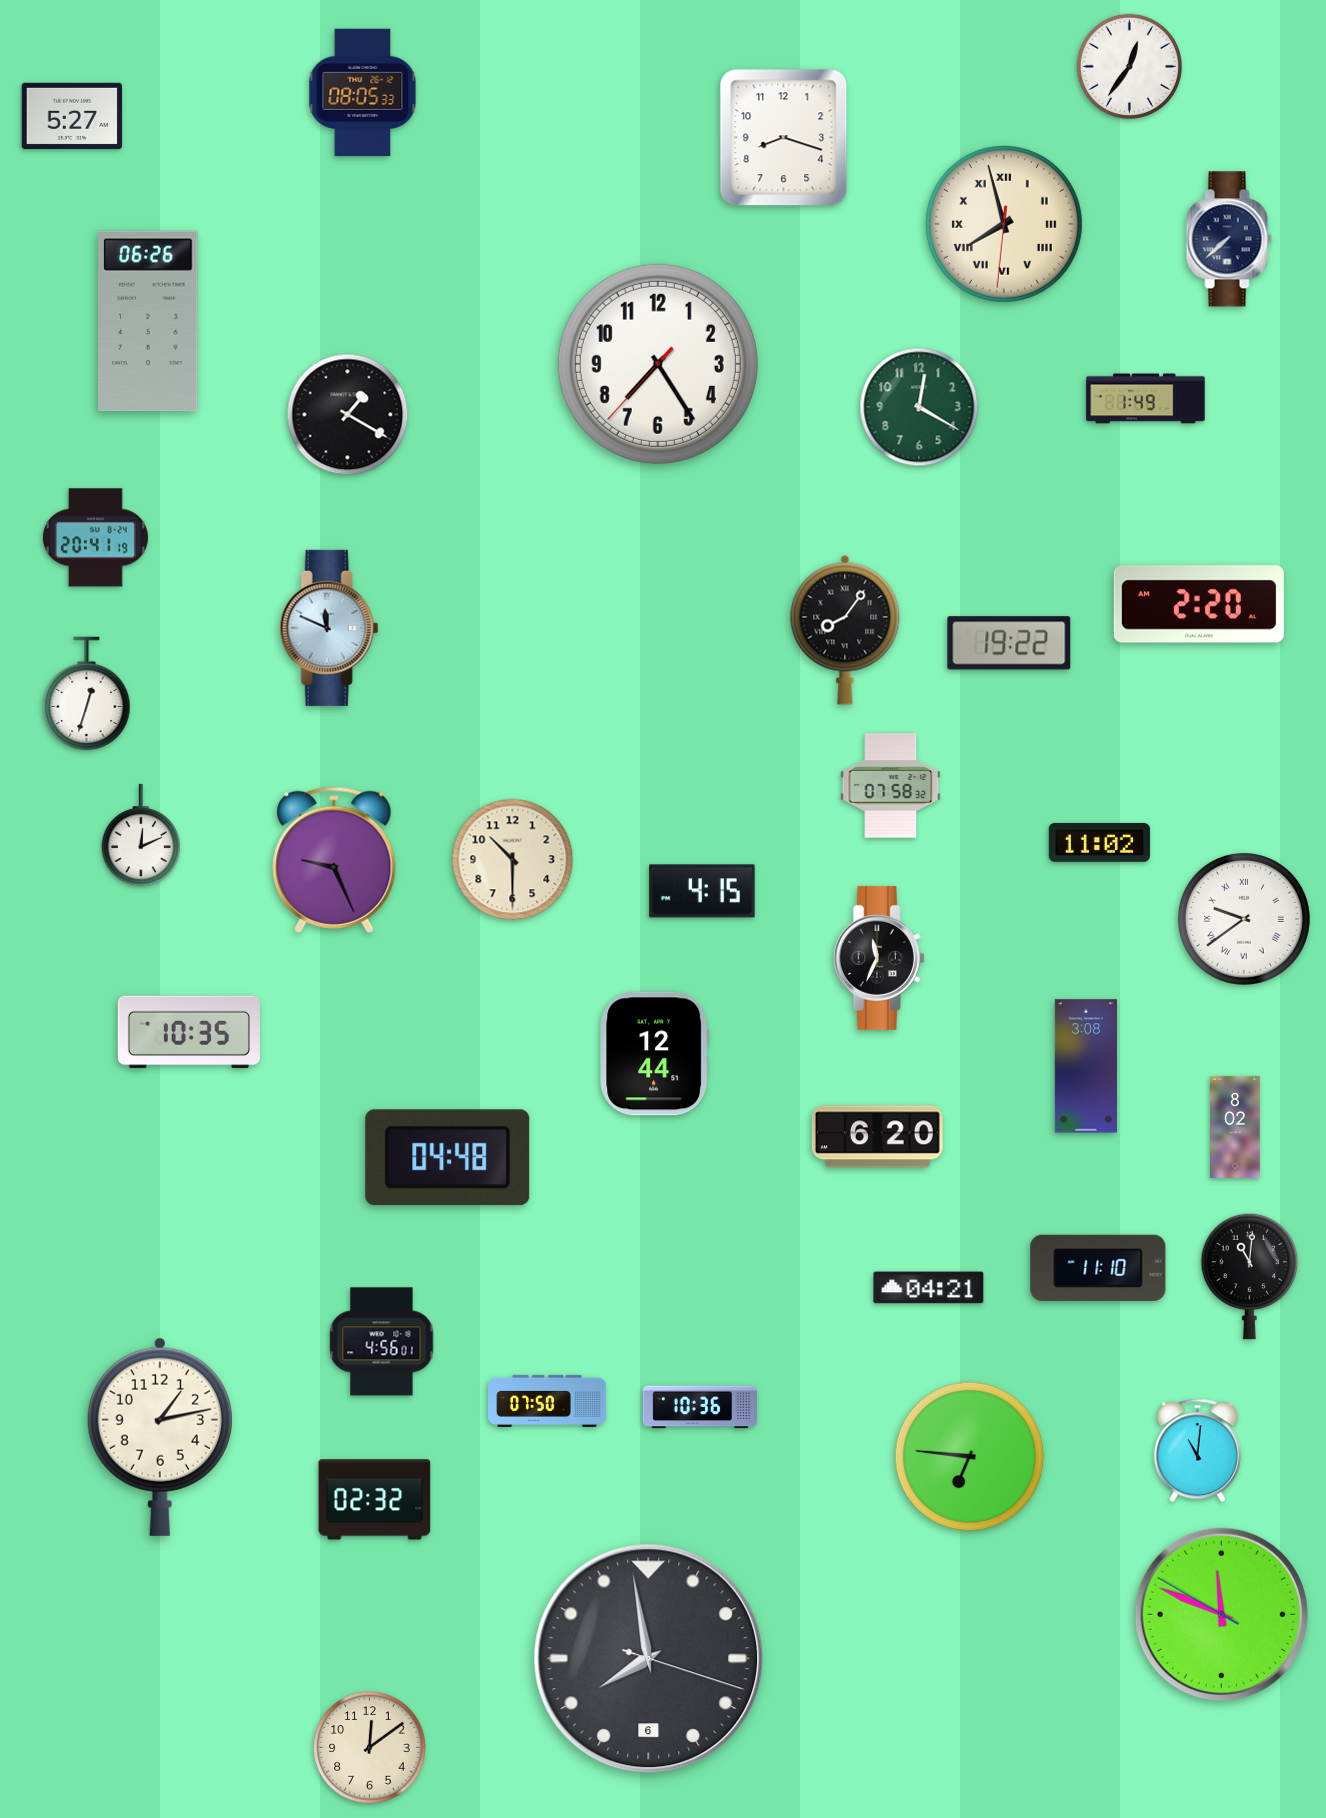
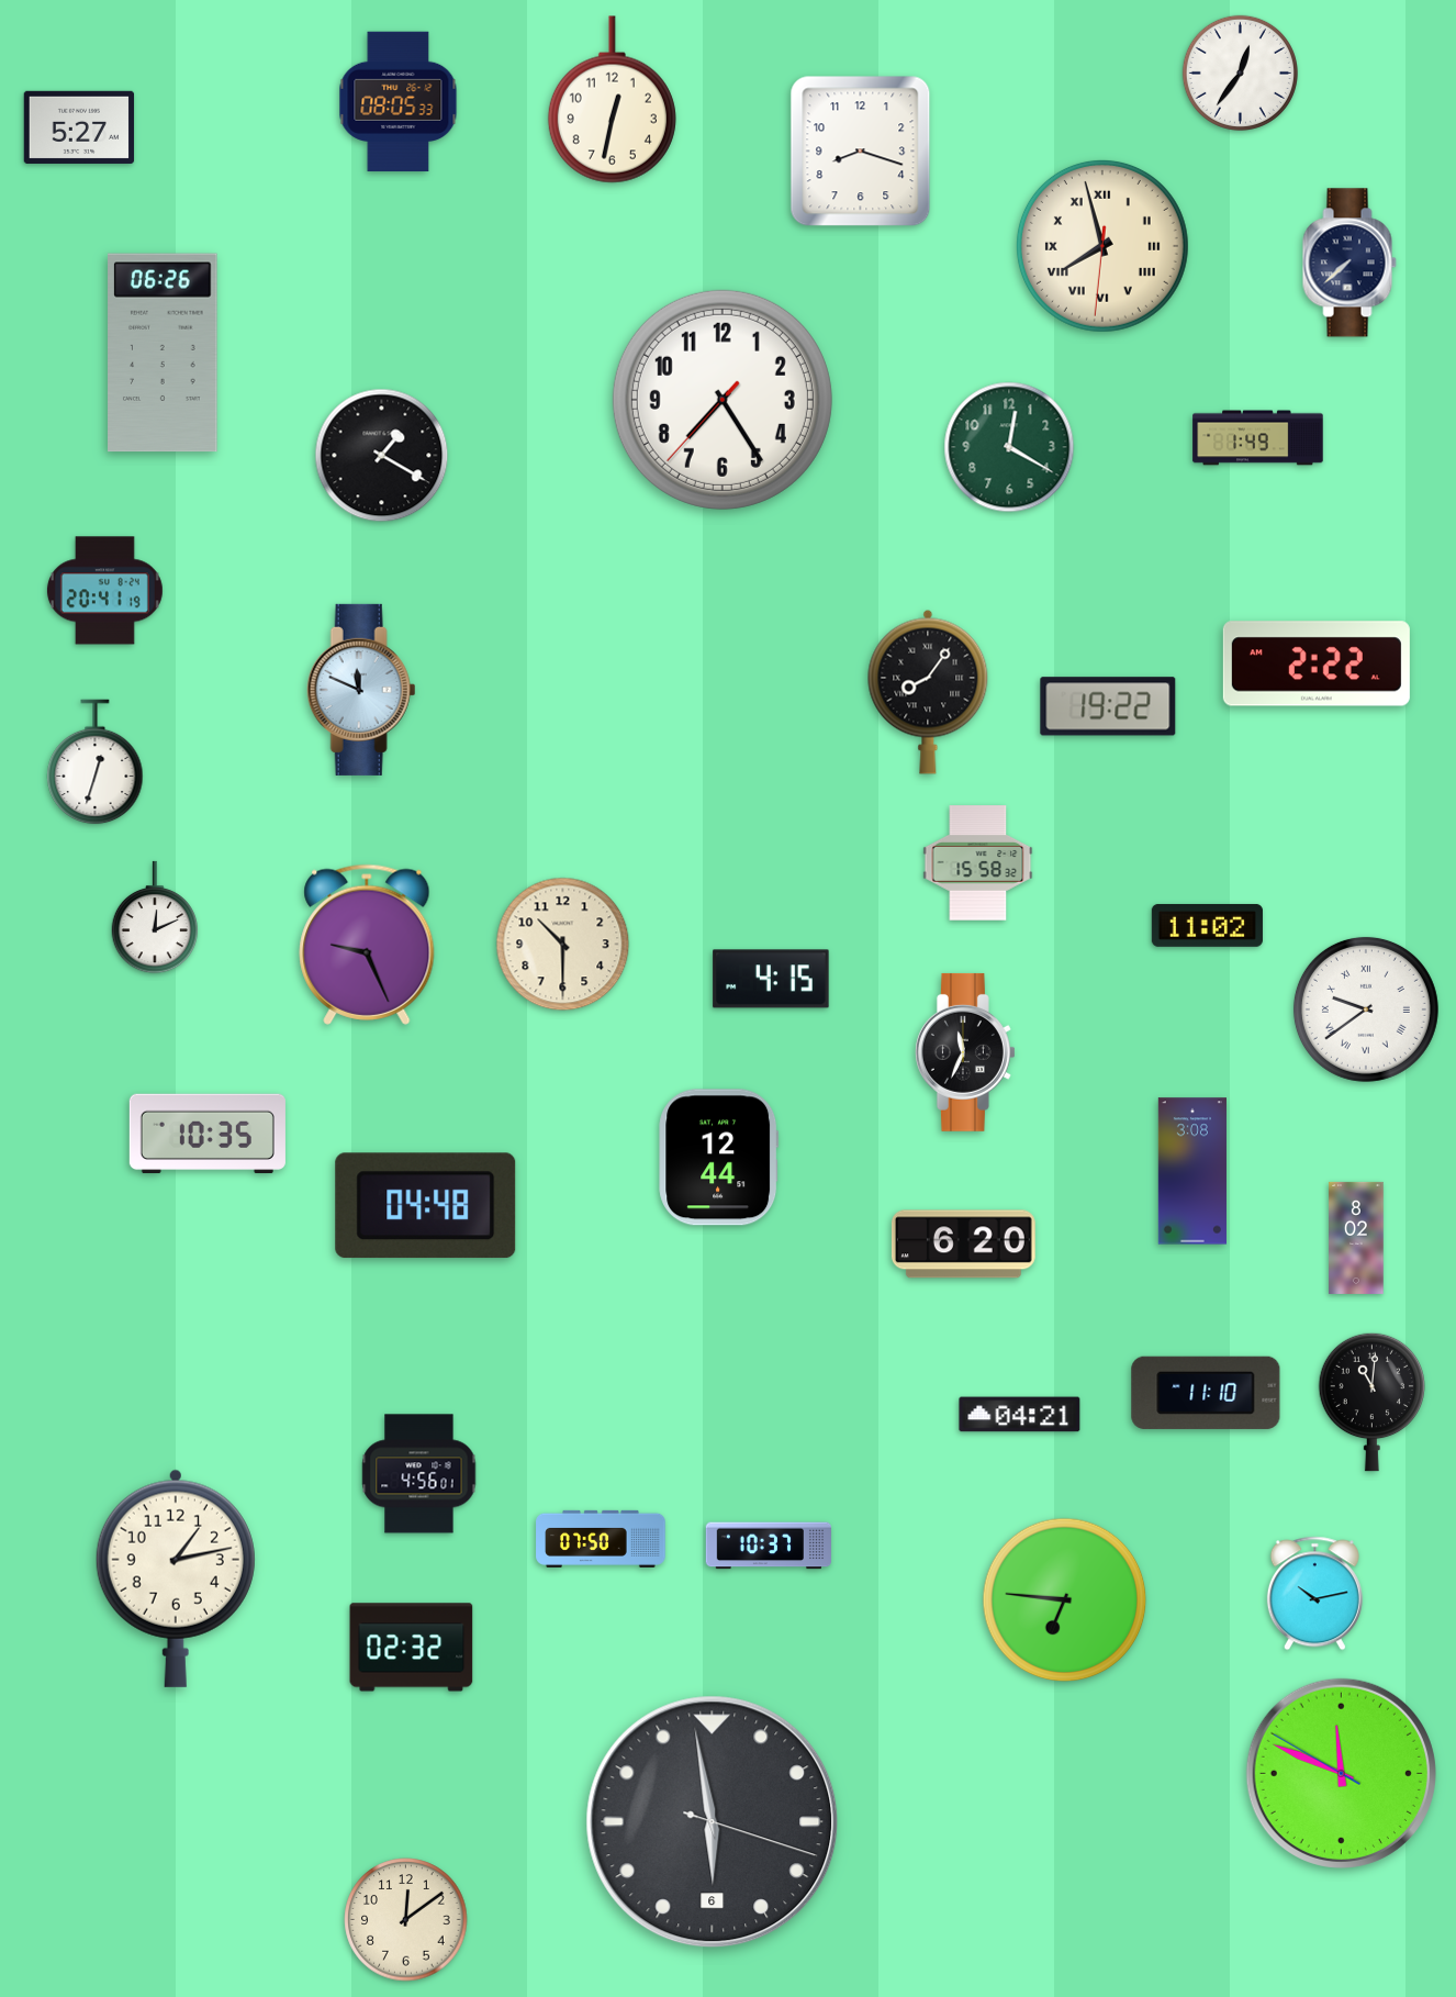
clock at (612, 100): none -> 12:32
clock at (1199, 604): 2:20 -> 2:22
clock at (891, 786): 07:58 -> 15:58
clock at (877, 1137) position: (877, 1137) -> (963, 1245)
clock at (448, 1158) position: (448, 1158) -> (426, 1206)
clock at (699, 1407): 10:36 -> 10:37
clock at (1197, 1451): 11:01 -> 10:13
clock at (649, 1659): 7:58 -> 5:58
